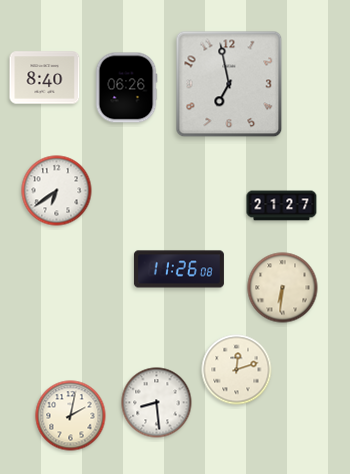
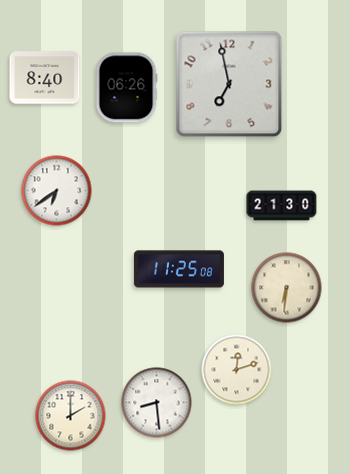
clock at (282, 206): 21:27 -> 21:30
clock at (179, 269): 11:26 -> 11:25
clock at (283, 288) position: (283, 288) -> (287, 288)
clock at (71, 416): 2:02 -> 2:00
